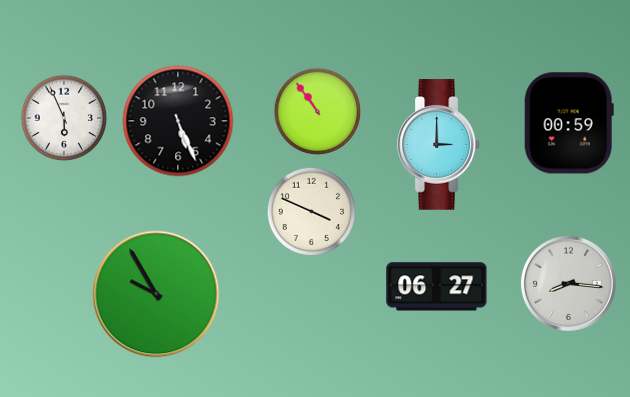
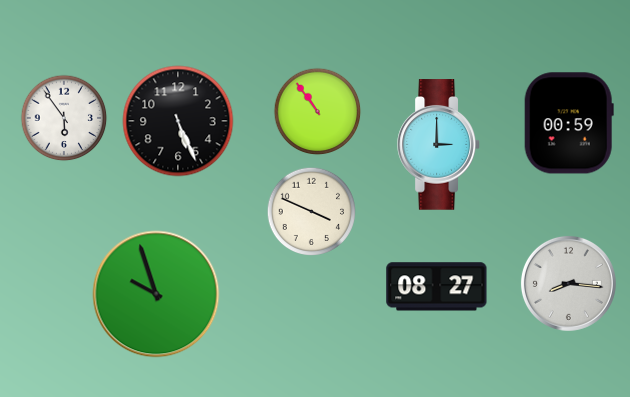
clock at (64, 118): 5:56 -> 5:54
clock at (437, 287): 06:27 -> 08:27
clock at (156, 294): 9:55 -> 9:57
